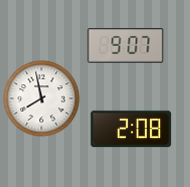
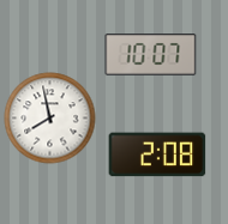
clock at (126, 46): 9:07 -> 10:07
